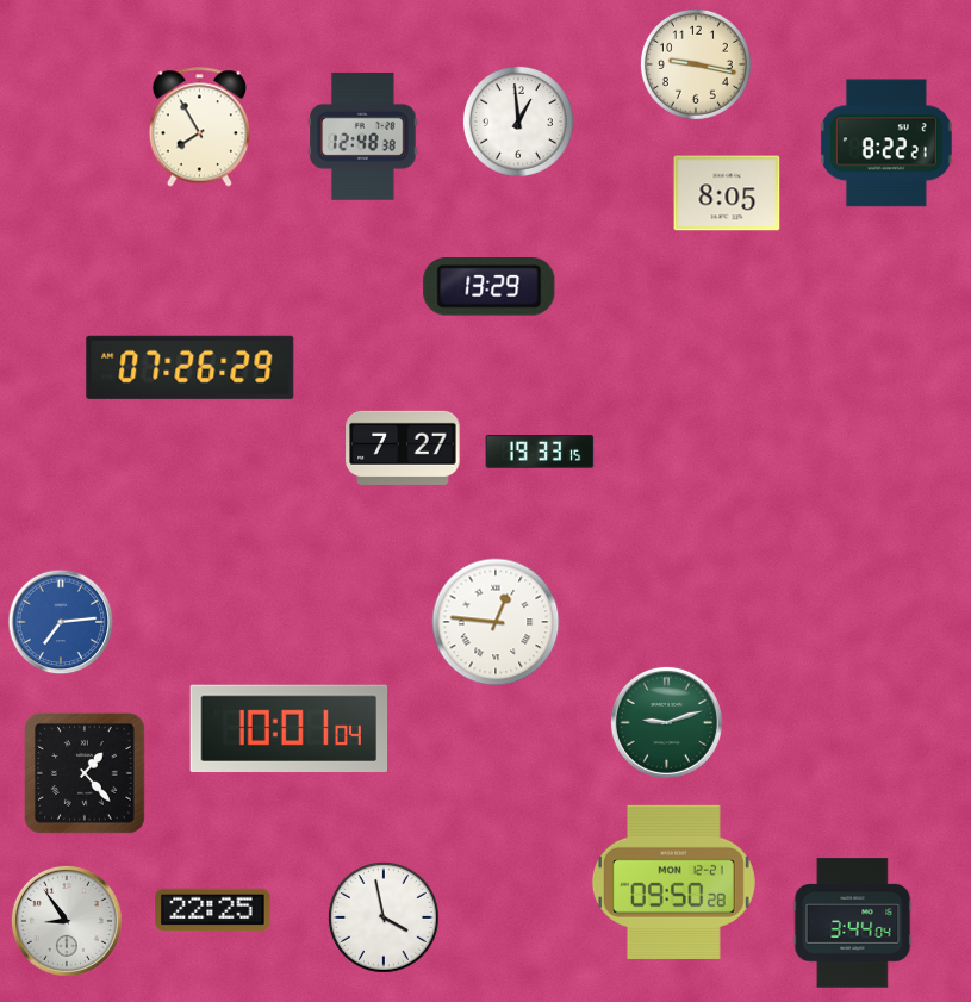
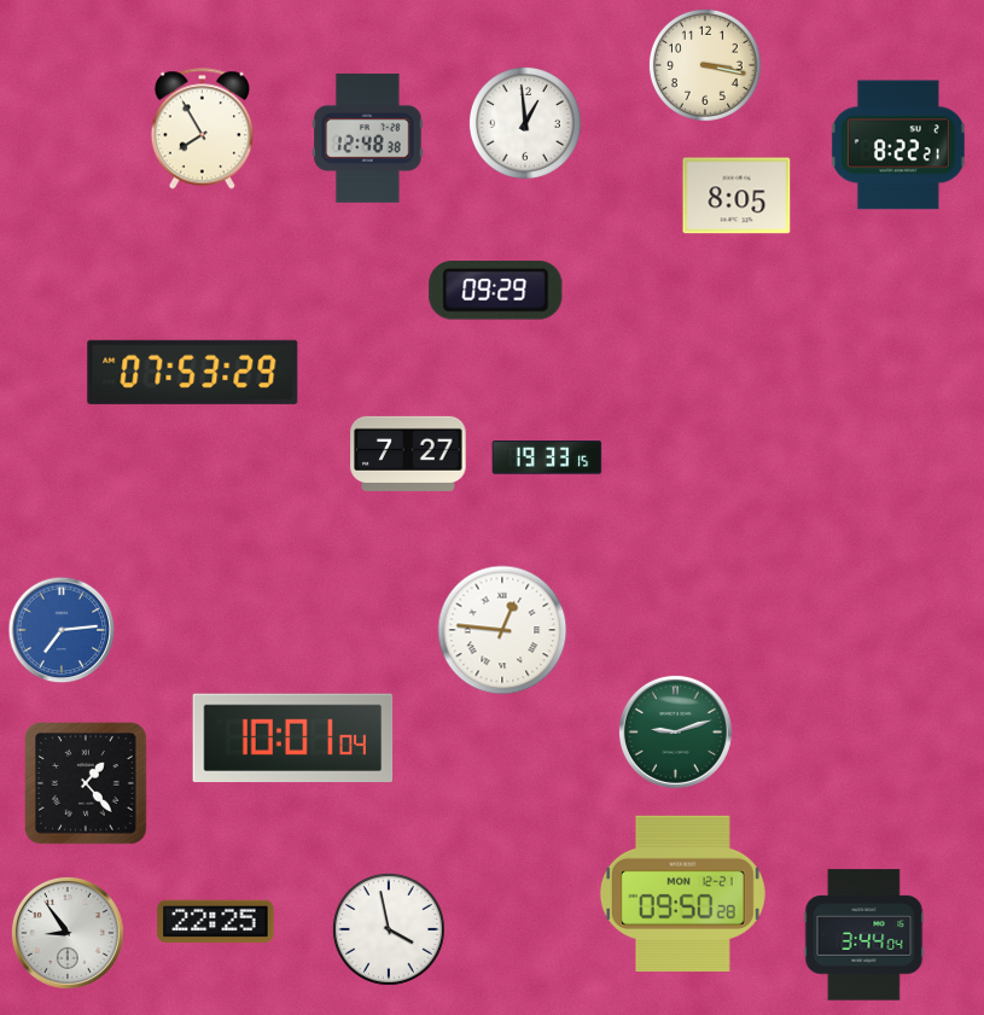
clock at (696, 64): 9:17 -> 3:17
clock at (490, 287): 13:29 -> 09:29
clock at (191, 367): 07:26 -> 07:53
